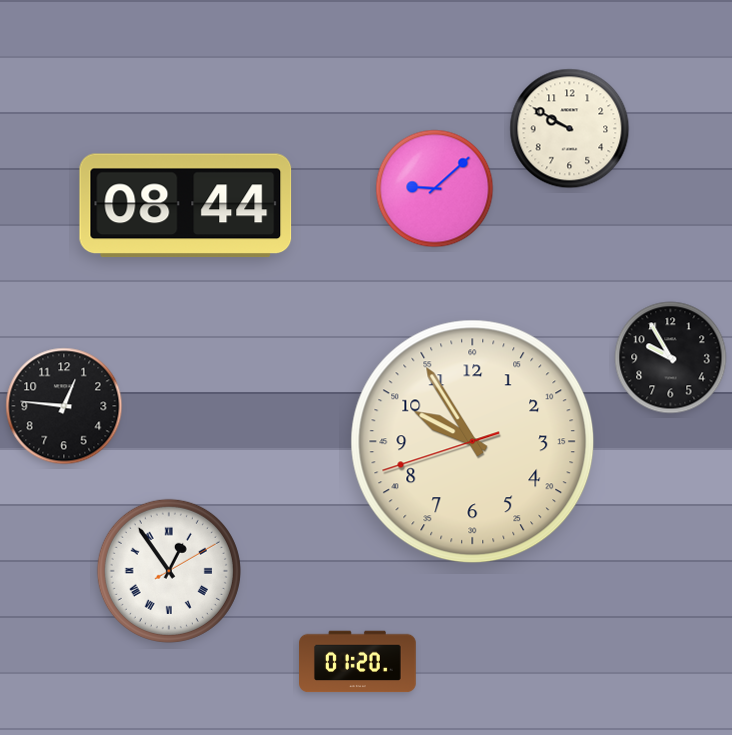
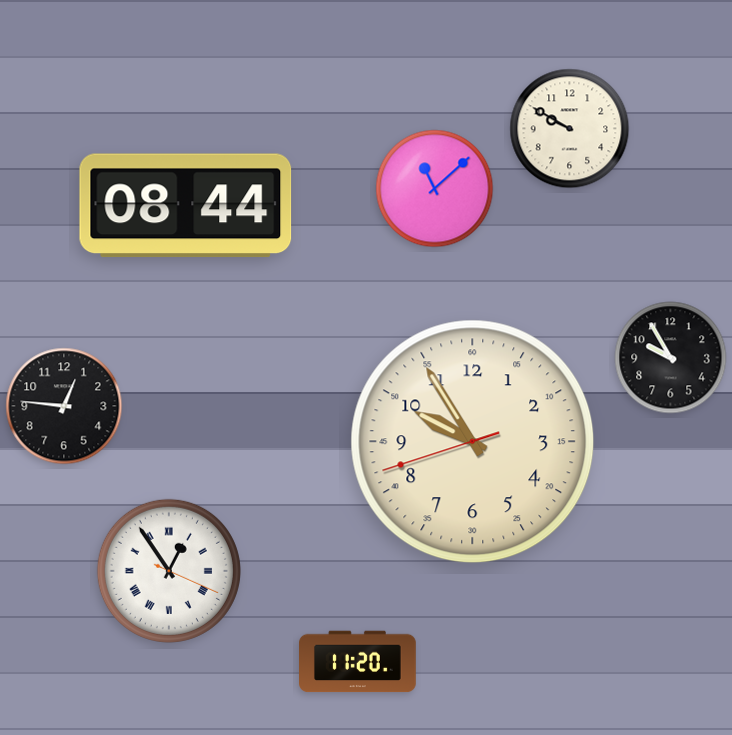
clock at (435, 189): 9:08 -> 11:08
clock at (169, 571): 12:54:10 -> 12:54:19
clock at (358, 662): 01:20 -> 11:20
